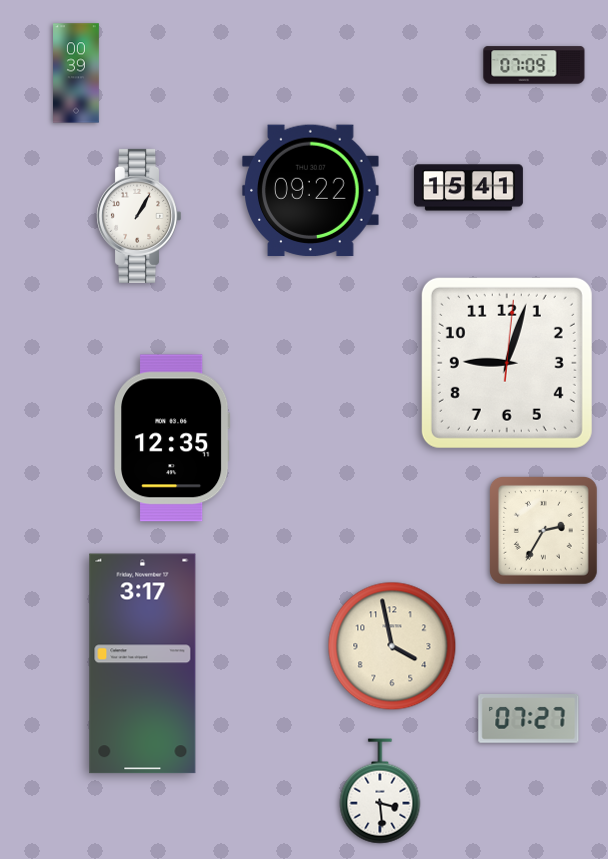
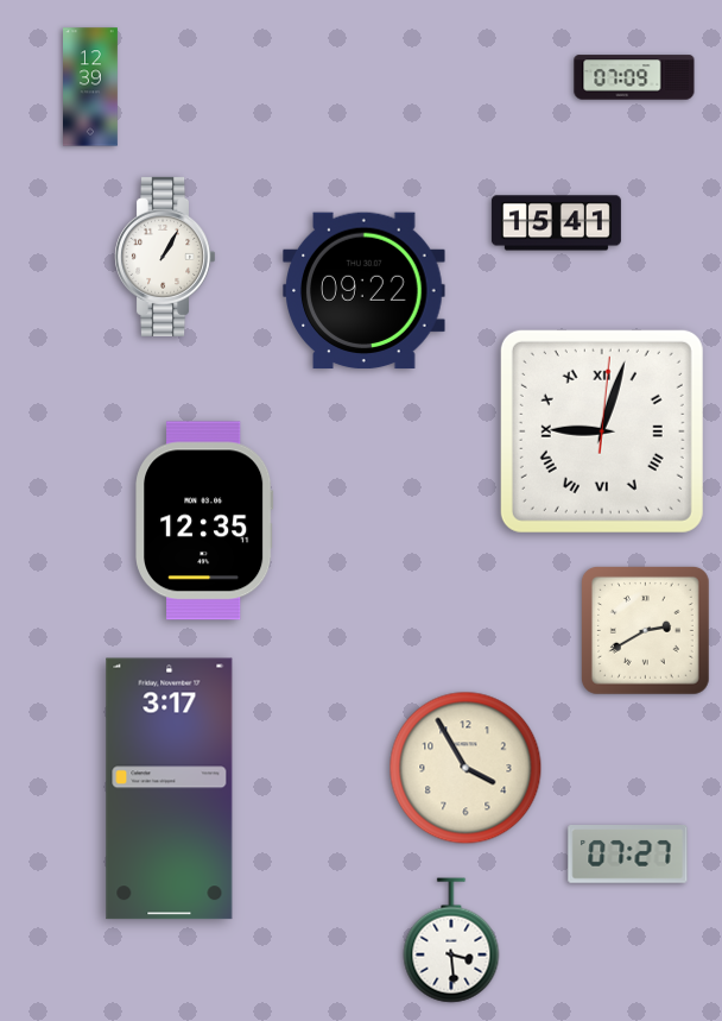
clock at (76, 73): 00:39 -> 12:39
clock at (311, 191) position: (311, 191) -> (365, 291)
clock at (507, 363) numerals: Arabic -> Roman
clock at (543, 530): 2:35 -> 2:40
clock at (392, 646): 3:58 -> 3:55
